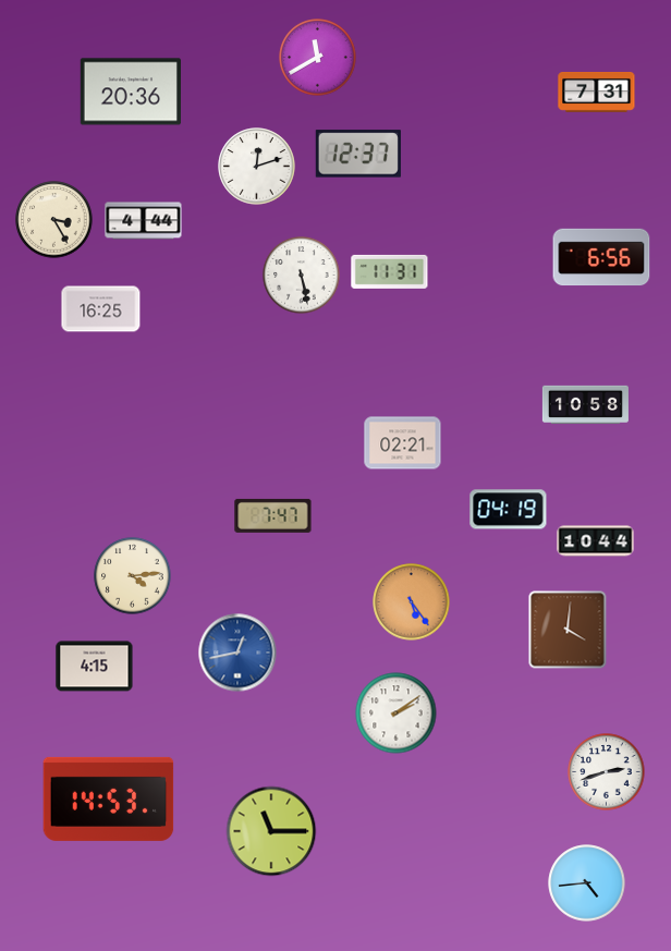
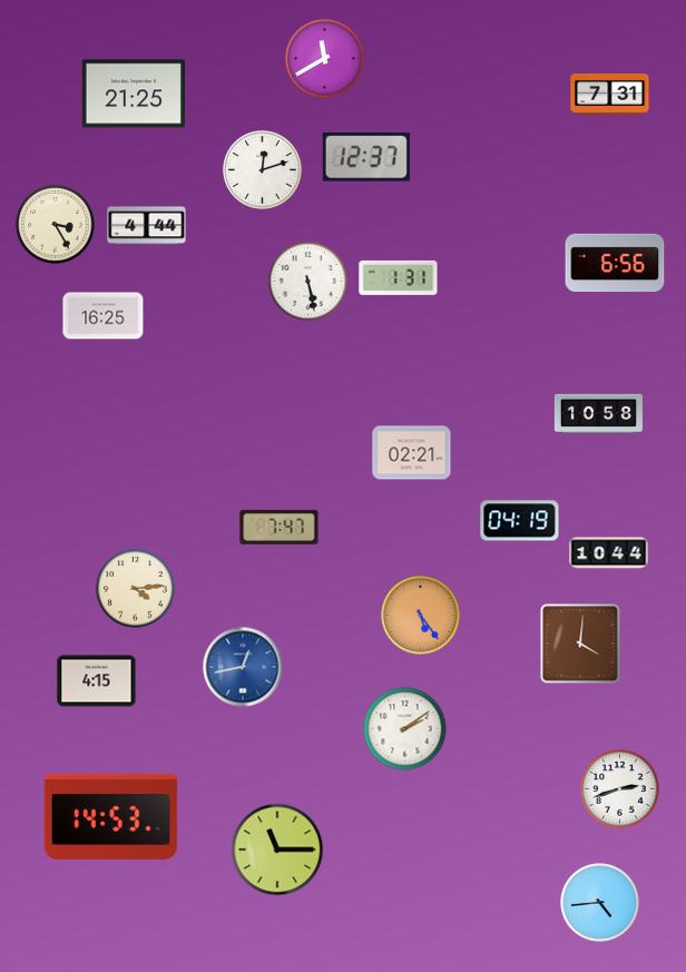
clock at (130, 92): 20:36 -> 21:25
clock at (390, 271): 11:31 -> 1:31
